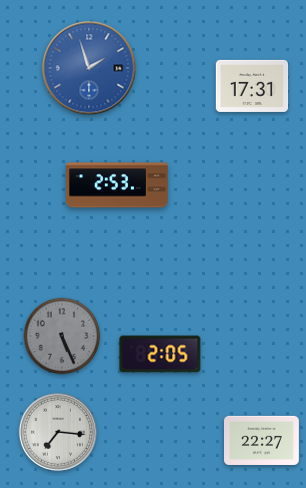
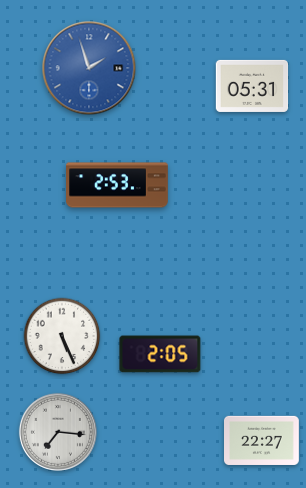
clock at (252, 86): 17:31 -> 05:31
clock at (62, 336) dial: grey -> white
